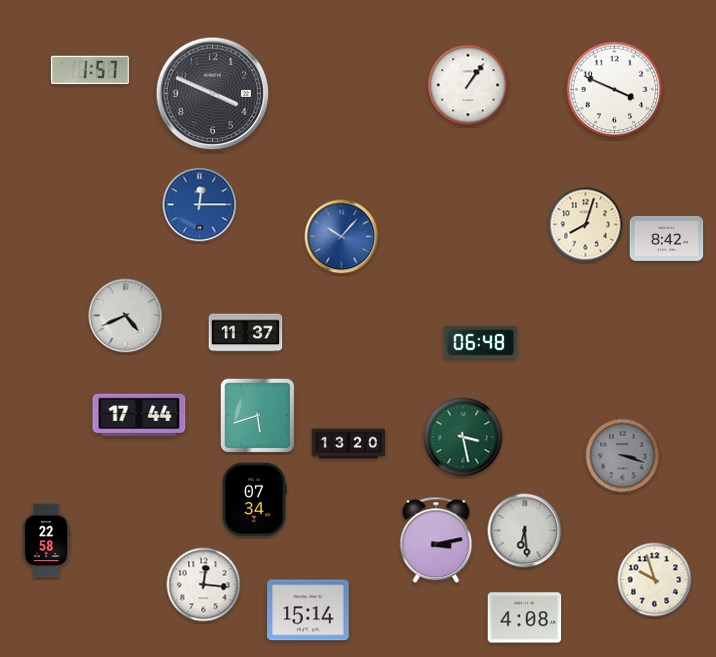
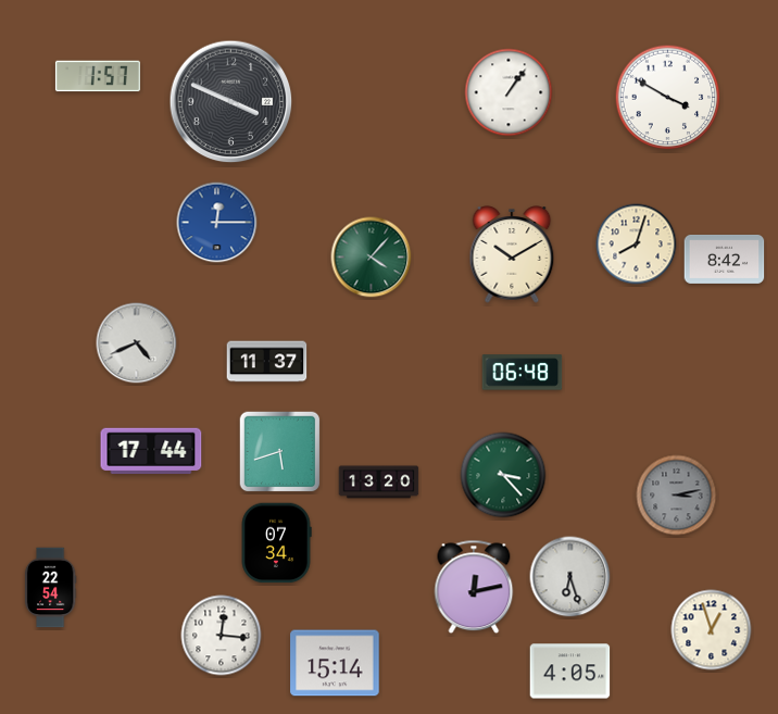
clock at (615, 90): 3:49 -> 3:50
clock at (512, 254): none -> 10:10
clock at (342, 237): 10:07 -> 4:07
clock at (342, 237) dial: blue -> green
clock at (463, 437): 3:28 -> 3:23
clock at (623, 456): 3:18 -> 3:13
clock at (525, 531): 6:29 -> 6:27
clock at (436, 540): 3:13 -> 12:13
clock at (46, 541): 22:58 -> 22:54
clock at (655, 580): 9:57 -> 12:57
clock at (525, 618): 4:08 -> 4:05
